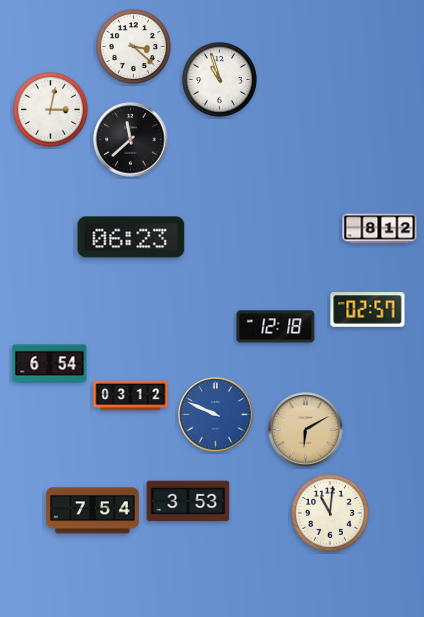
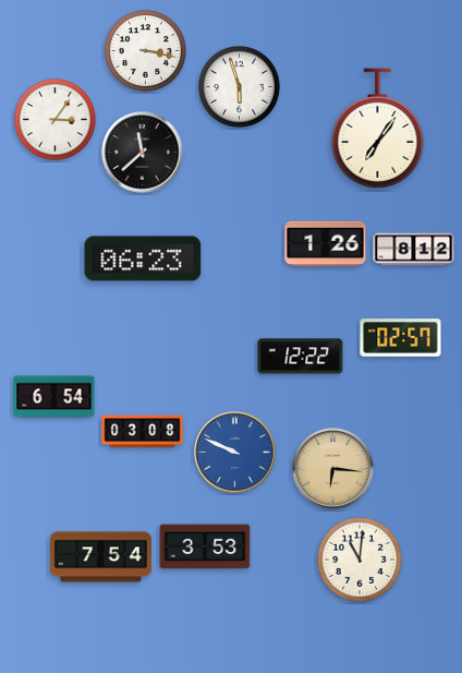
clock at (134, 47): 3:22 -> 3:17
clock at (220, 80): 10:57 -> 5:57
clock at (51, 110): 3:02 -> 3:06
clock at (378, 129): none -> 7:06
clock at (326, 244): none -> 1:26
clock at (276, 327): 12:18 -> 12:22
clock at (131, 396): 03:12 -> 03:08
clock at (306, 430): 6:10 -> 6:16
